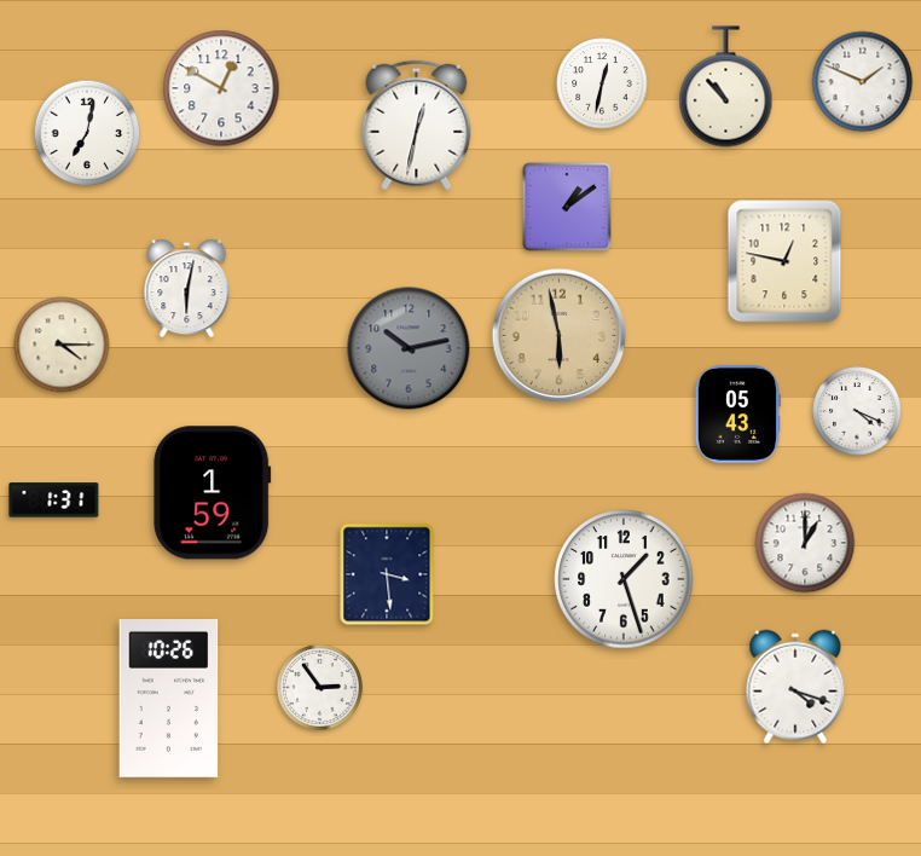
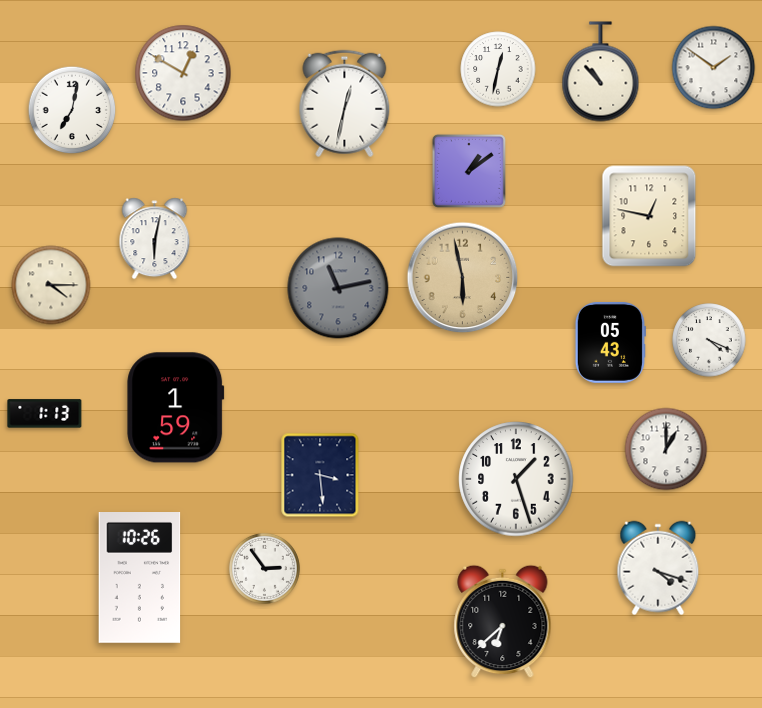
clock at (863, 82): 1:49 -> 1:51
clock at (409, 348): 10:13 -> 11:13
clock at (54, 501): 1:31 -> 1:13
clock at (503, 622): none -> 6:38
